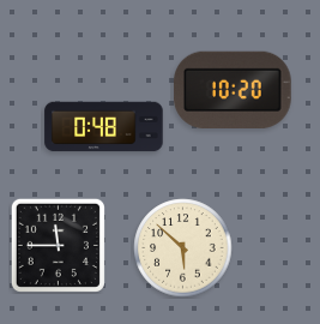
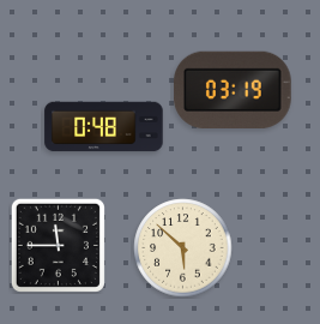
clock at (233, 89): 10:20 -> 03:19
